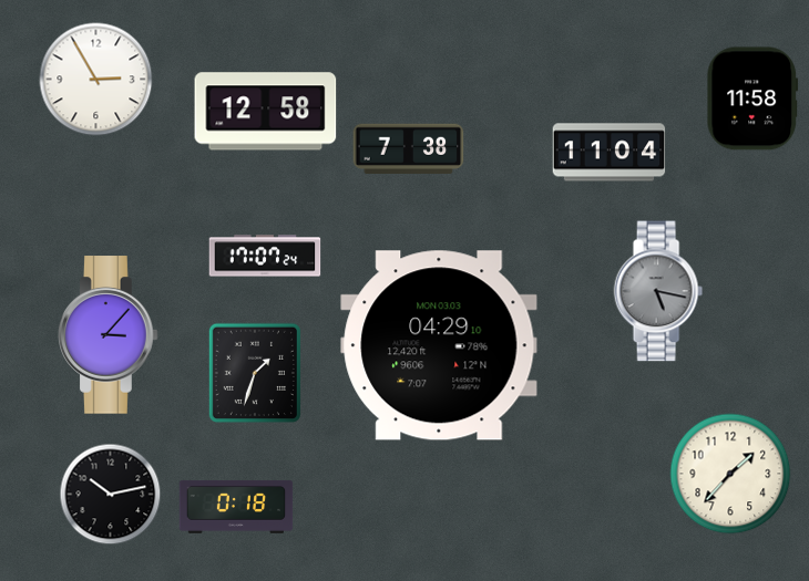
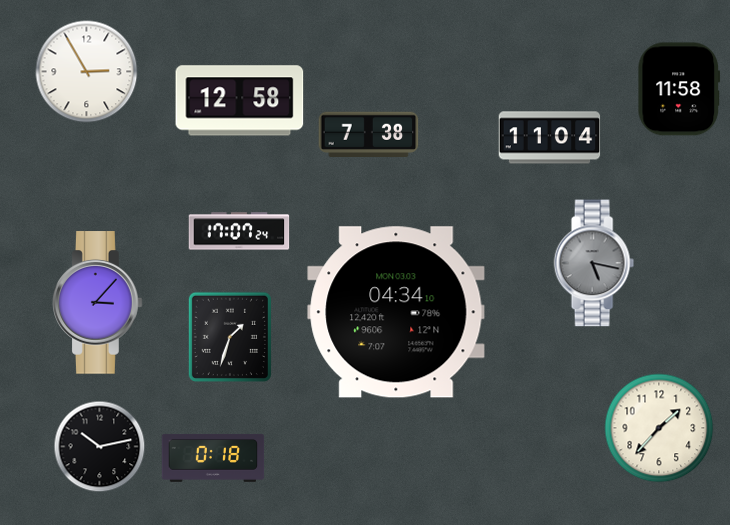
clock at (439, 345): 04:29 -> 04:34
